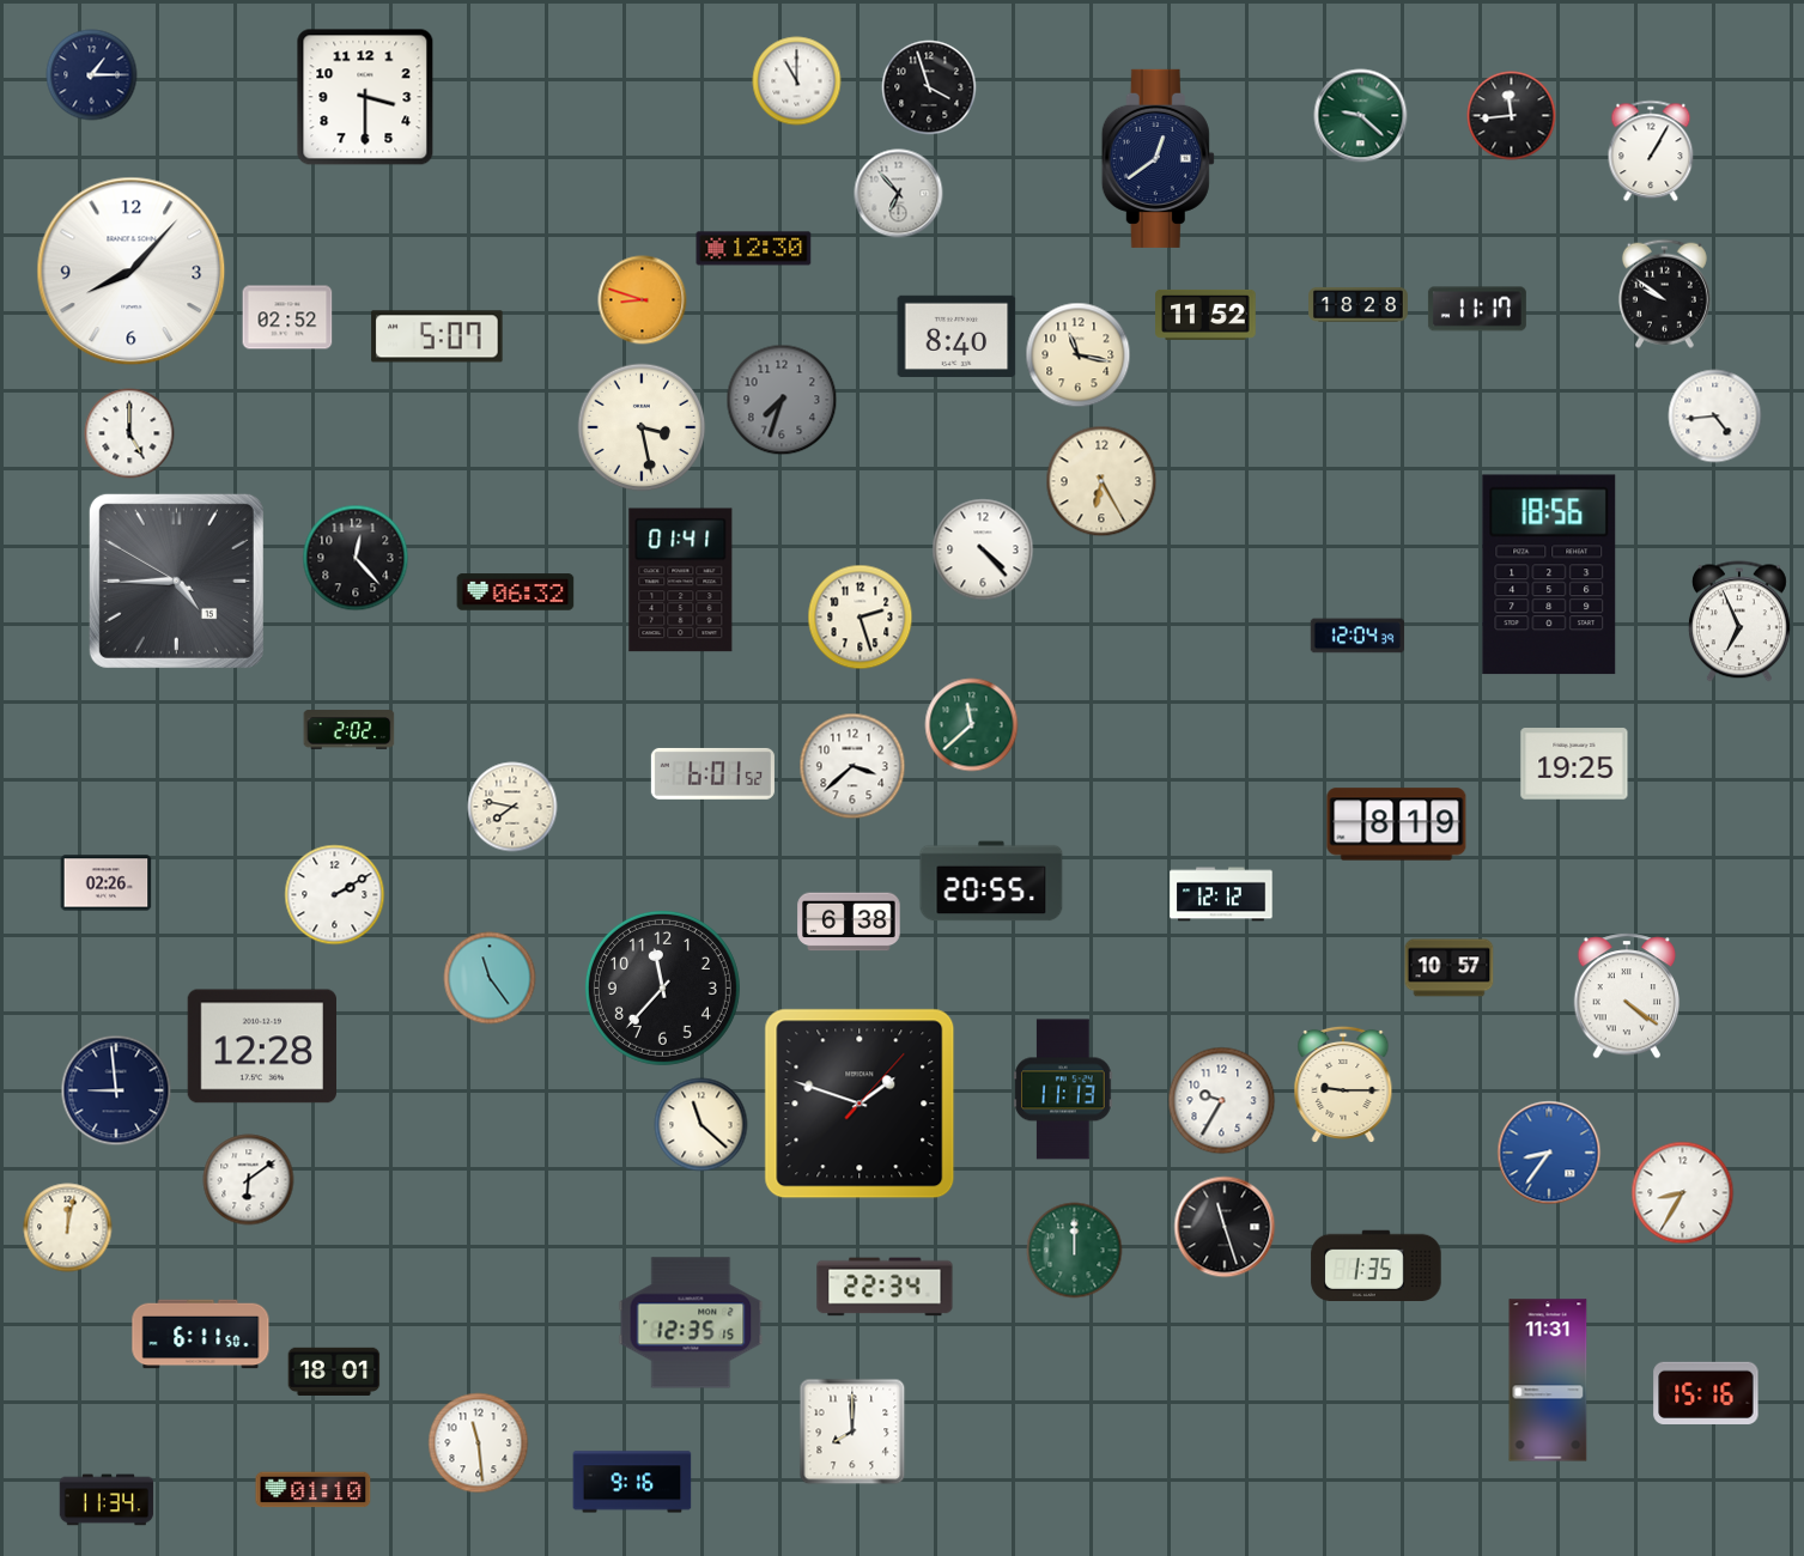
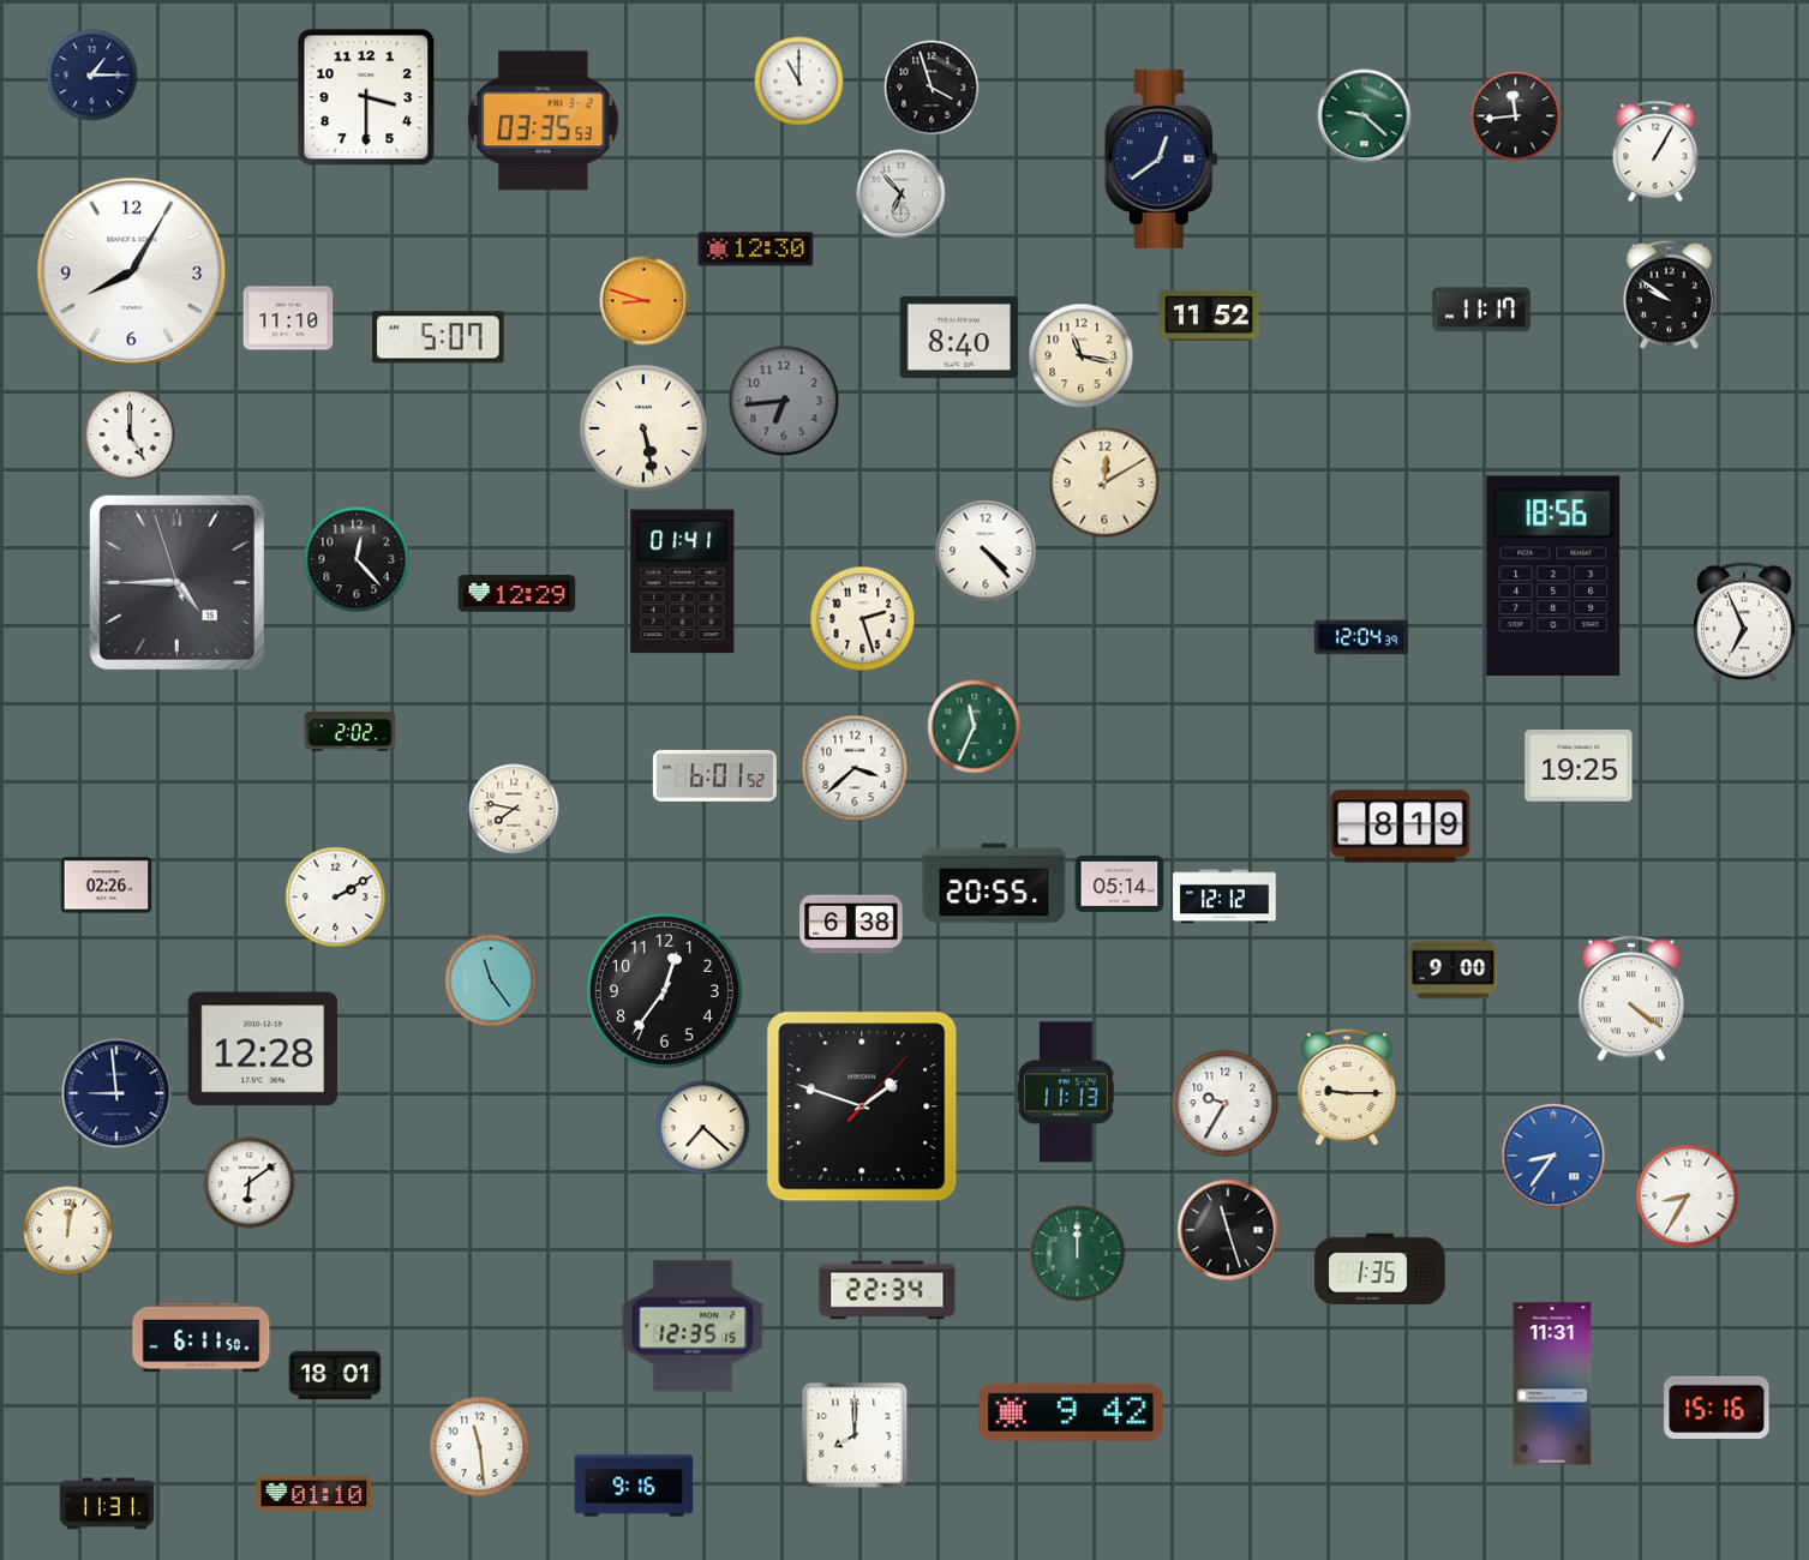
clock at (544, 121): none -> 03:35
clock at (132, 272): 8:07 -> 8:05
clock at (1359, 304): 18:28 -> none
clock at (287, 317): 02:52 -> 11:10
clock at (782, 400): 7:33 -> 6:44
clock at (1715, 417): 4:44 -> none
clock at (642, 427): 3:28 -> 5:28
clock at (1101, 481): 6:25 -> 12:10
clock at (176, 581): 4:44:50 -> 4:44:57
clock at (516, 592): 06:32 -> 12:29
clock at (972, 725): 11:38 -> 11:34
clock at (1120, 883): none -> 05:14
clock at (1450, 968): 10:57 -> 9:00
clock at (662, 987): 11:37 -> 12:36
clock at (701, 1125): 11:22 -> 7:22
clock at (1706, 1393) position: (1706, 1393) -> (1717, 1408)
clock at (1072, 1412): none -> 9:42
clock at (107, 1500): 11:34 -> 11:31
